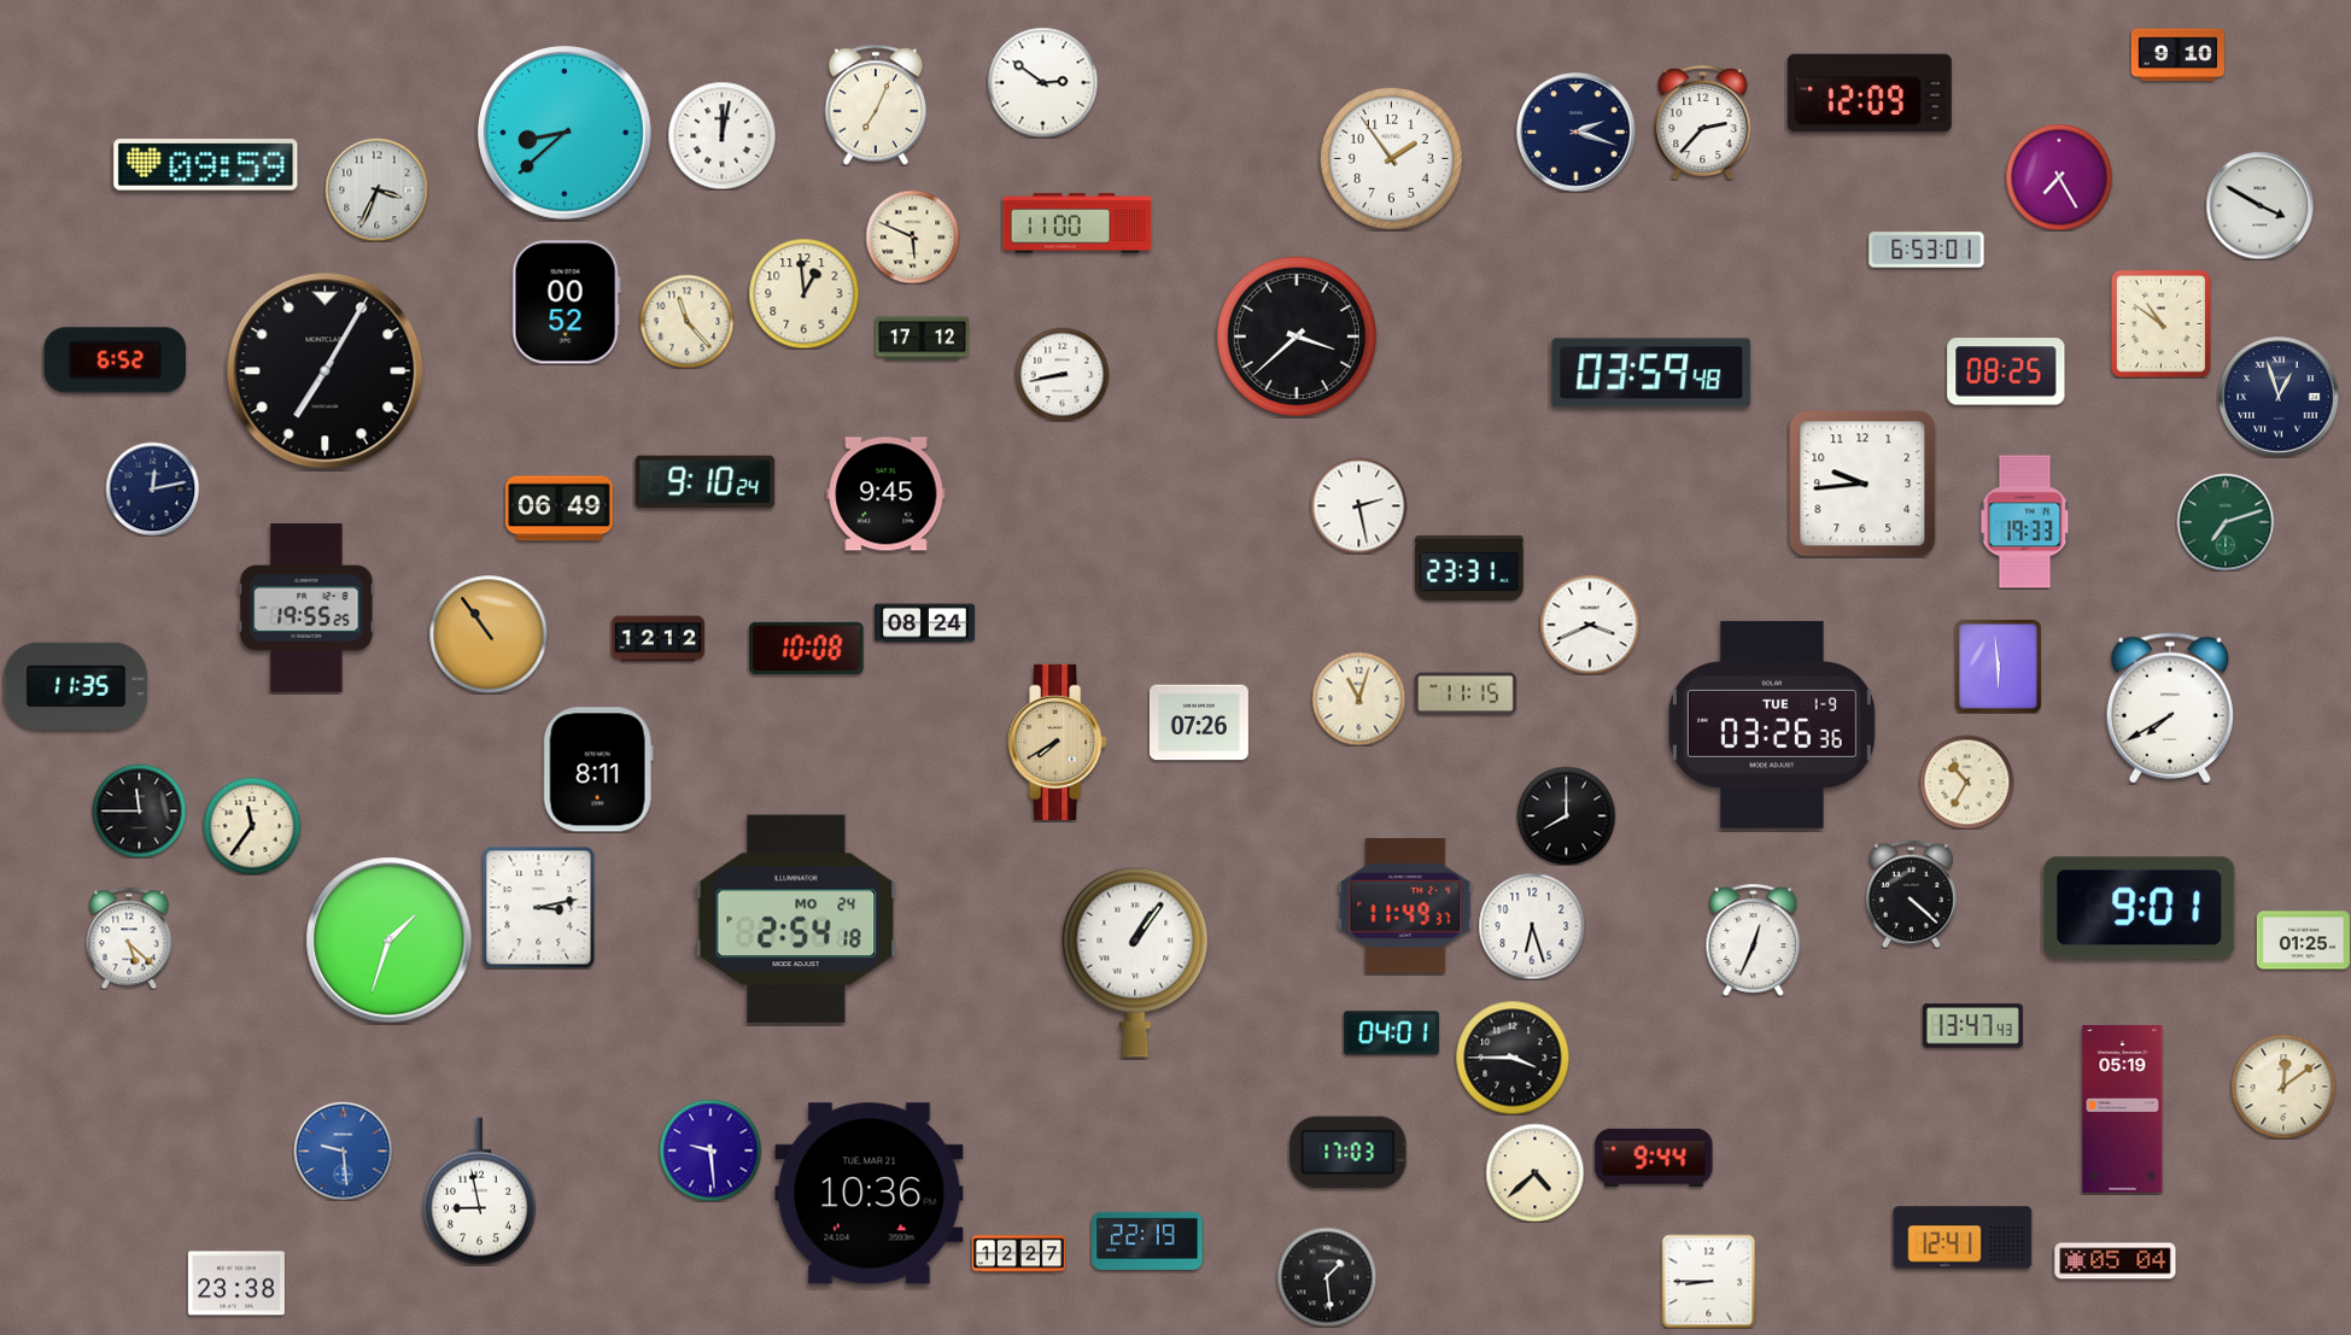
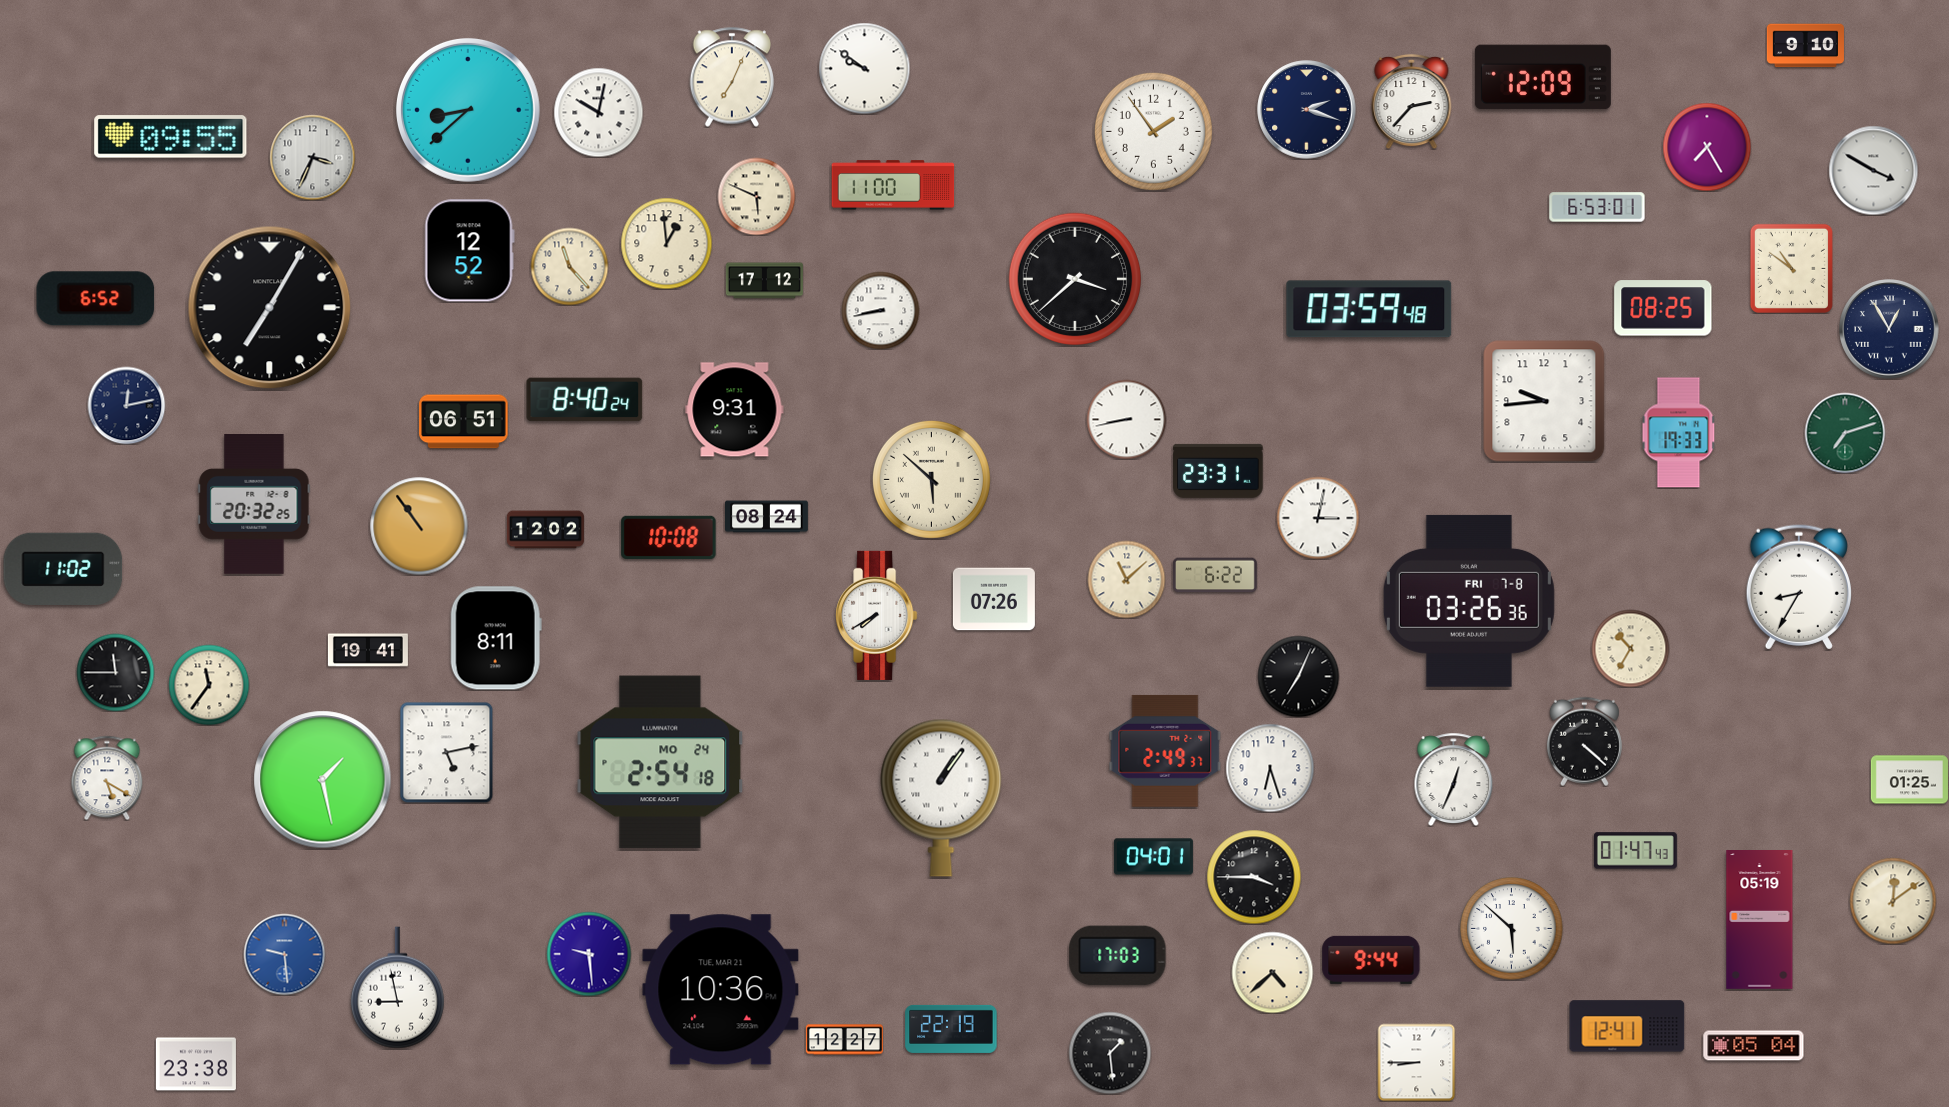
clock at (1042, 82): 2:51 -> 9:51
clock at (1870, 93) position: (1870, 93) -> (1543, 77)
clock at (876, 105) position: (876, 105) -> (732, 77)
clock at (721, 135): 12:02 -> 10:02
clock at (206, 165): 09:59 -> 09:55
clock at (566, 303): 00:52 -> 12:52
clock at (2279, 397): 12:57 -> 12:55
clock at (706, 482): 9:10 -> 8:40
clock at (887, 494): 9:45 -> 9:31
clock at (1358, 505): 2:28 -> 8:43
clock at (560, 509): 06:49 -> 06:51
clock at (931, 479): none -> 5:52
clock at (306, 609): 19:55 -> 20:32
clock at (1590, 625): 3:41 -> 3:02
clock at (489, 634) position: (489, 634) -> (419, 526)
clock at (657, 639): 12:12 -> 12:02
clock at (1998, 666): 5:59 -> none
clock at (76, 686): 11:35 -> 11:02
clock at (1467, 693): 11:15 -> 6:22
clock at (1358, 698): 11:03 -> 11:08
clock at (2170, 708): 7:40 -> 8:35
clock at (1772, 725) date: TUE 1-9 -> FRI 7-8
clock at (1058, 742) dial: champagne -> white
clock at (368, 650): none -> 19:41
clock at (1566, 815): 8:00 -> 7:04
clock at (1405, 906): 11:49 -> 2:49
clock at (539, 907): 3:13 -> 5:13
clock at (2140, 908): 9:01 -> none
clock at (129, 938): 5:22 -> 5:20
clock at (390, 941): 1:33 -> 1:28
clock at (1972, 1026): 13:47 -> 01:47
clock at (1512, 929): none -> 5:52
clock at (1327, 1277) position: (1327, 1277) -> (1110, 1053)
